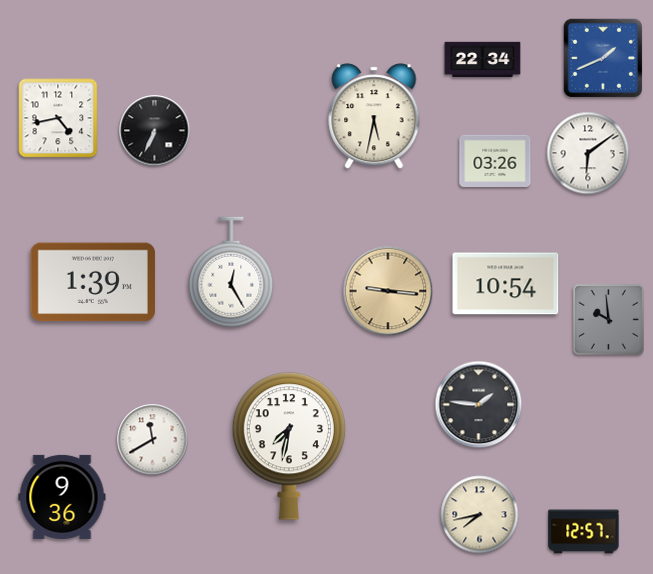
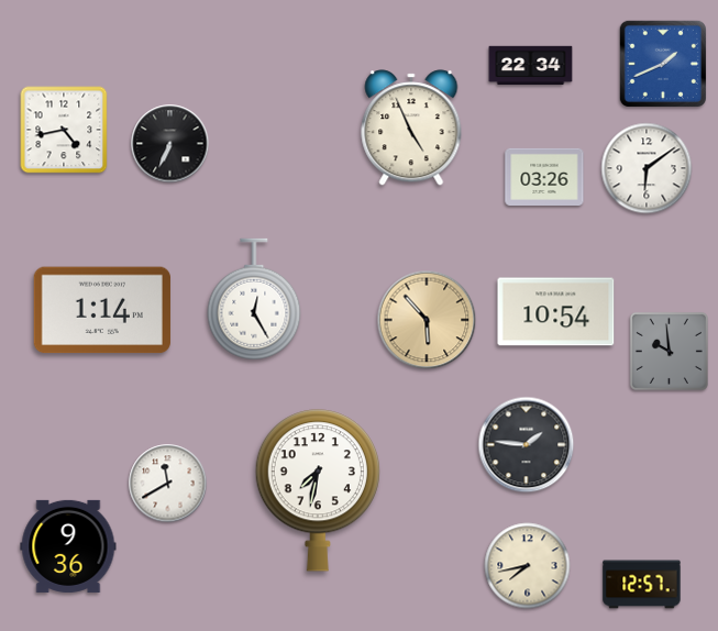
clock at (374, 116): 5:32 -> 4:56
clock at (93, 282): 1:39 -> 1:14
clock at (388, 291): 9:16 -> 5:53
